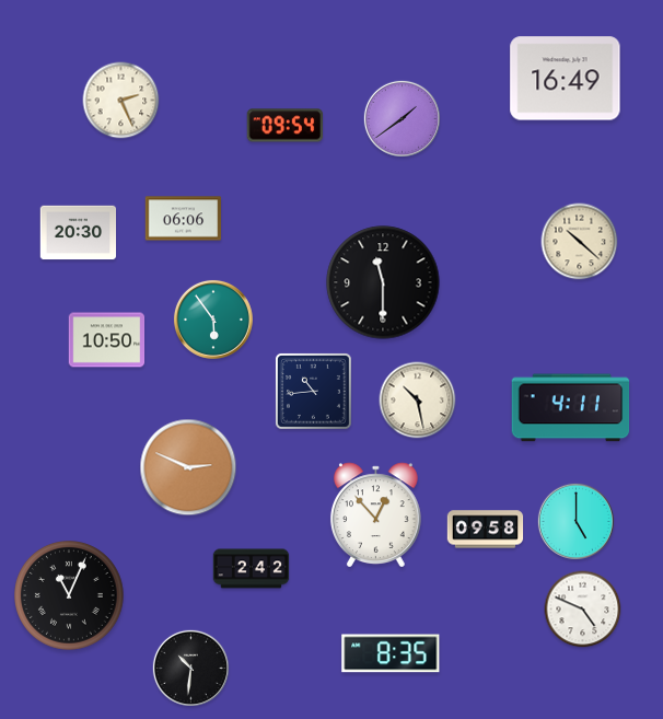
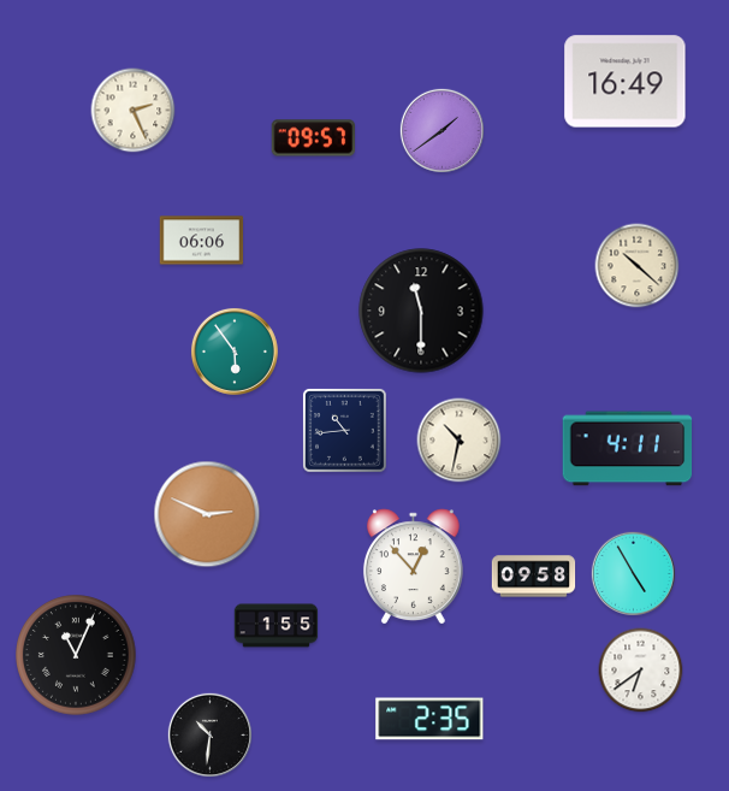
clock at (566, 79) position: (566, 79) -> (626, 82)
clock at (286, 126): 09:54 -> 09:57
clock at (79, 233): 20:30 -> none
clock at (107, 340): 10:50 -> none
clock at (418, 401): 10:28 -> 10:32
clock at (575, 521): 5:00 -> 4:55
clock at (486, 530) position: (486, 530) -> (534, 577)
clock at (252, 569): 2:42 -> 1:55
clock at (583, 610): 4:49 -> 6:39
clock at (391, 653): 8:35 -> 2:35
